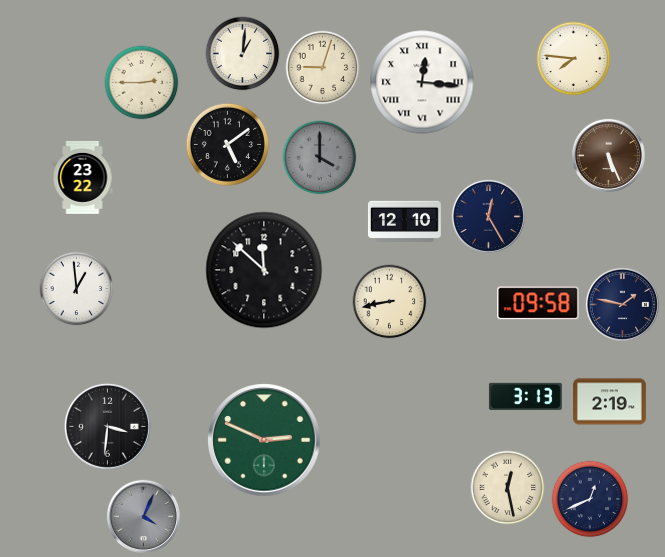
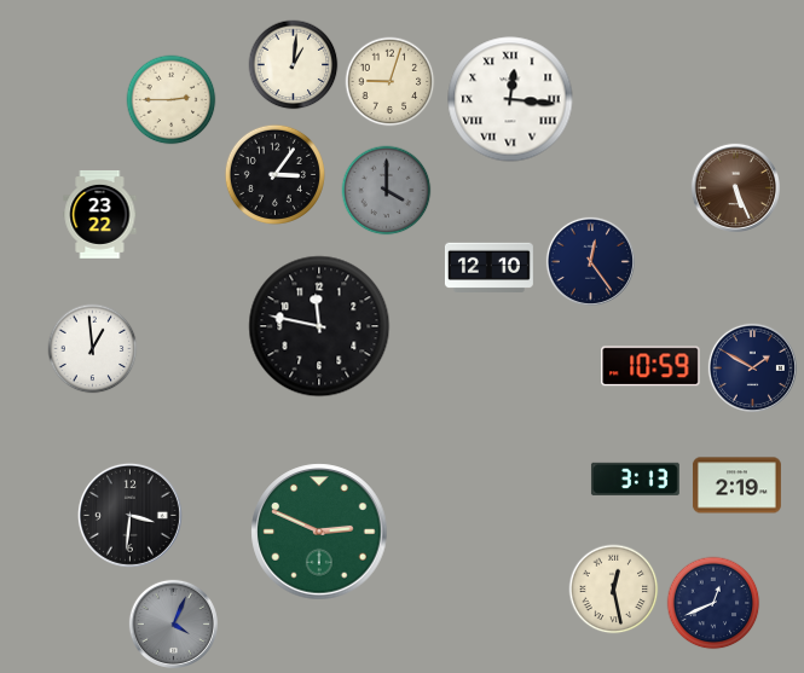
clock at (574, 59): 7:46 -> none
clock at (227, 144): 5:09 -> 3:06
clock at (488, 216): 12:25 -> 12:24
clock at (264, 270): 11:52 -> 11:47
clock at (390, 302): 8:43 -> none
clock at (538, 303): 09:58 -> 10:59
clock at (622, 304): 1:47 -> 1:50
